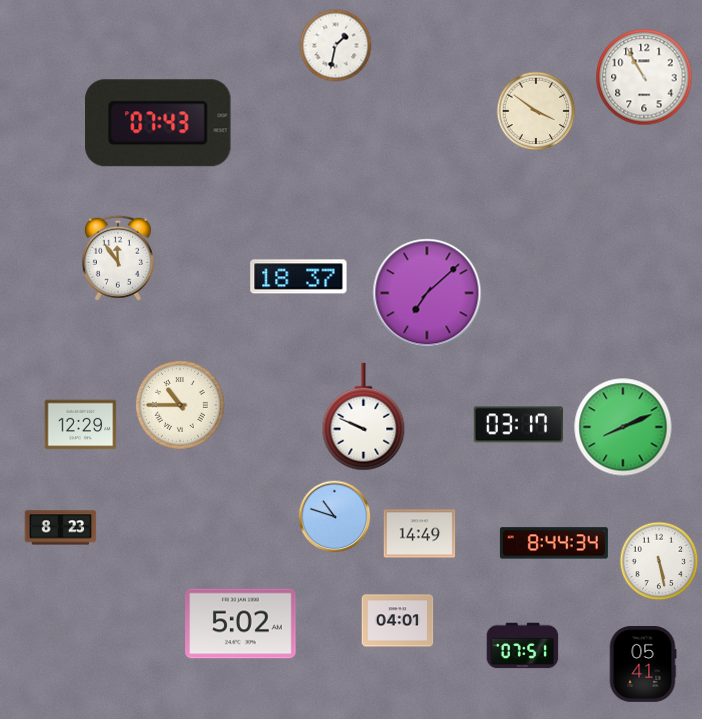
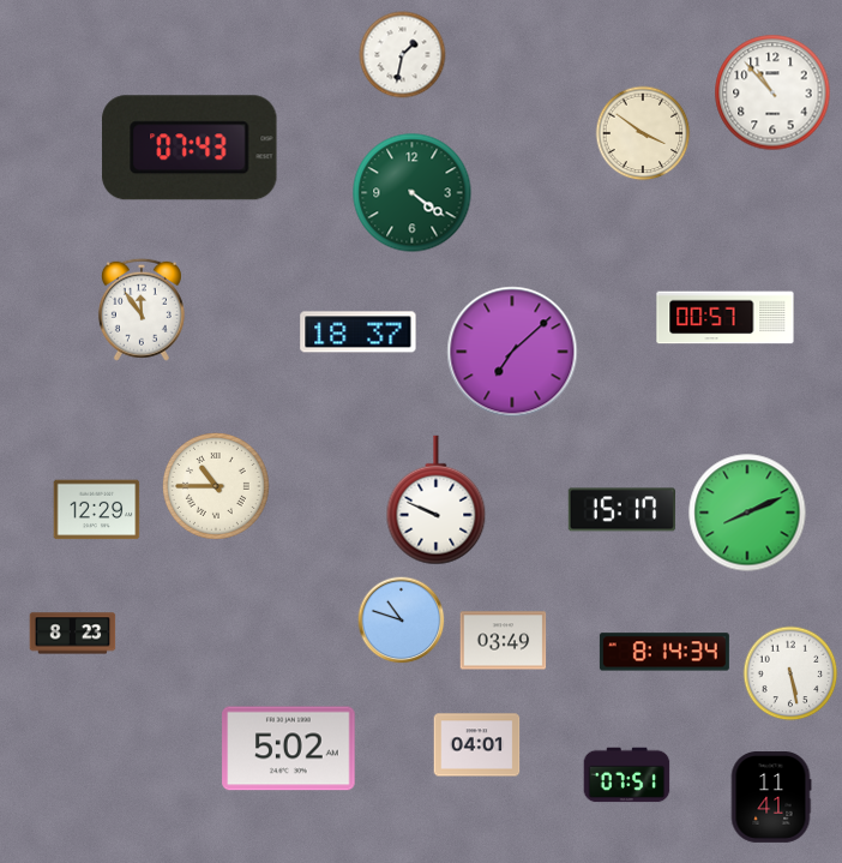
clock at (644, 77): 10:55 -> 10:53
clock at (413, 193): none -> 4:21
clock at (726, 318): none -> 00:57
clock at (519, 425): 03:17 -> 15:17
clock at (420, 534): 14:49 -> 03:49
clock at (554, 543): 8:44 -> 8:14
clock at (643, 665): 05:41 -> 11:41
